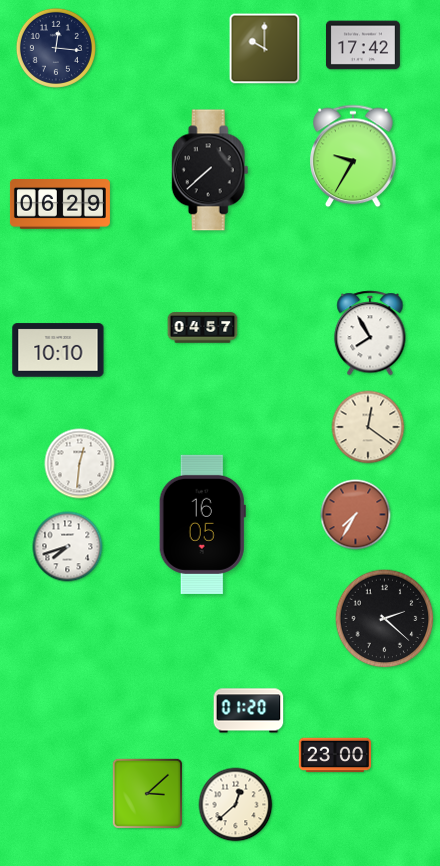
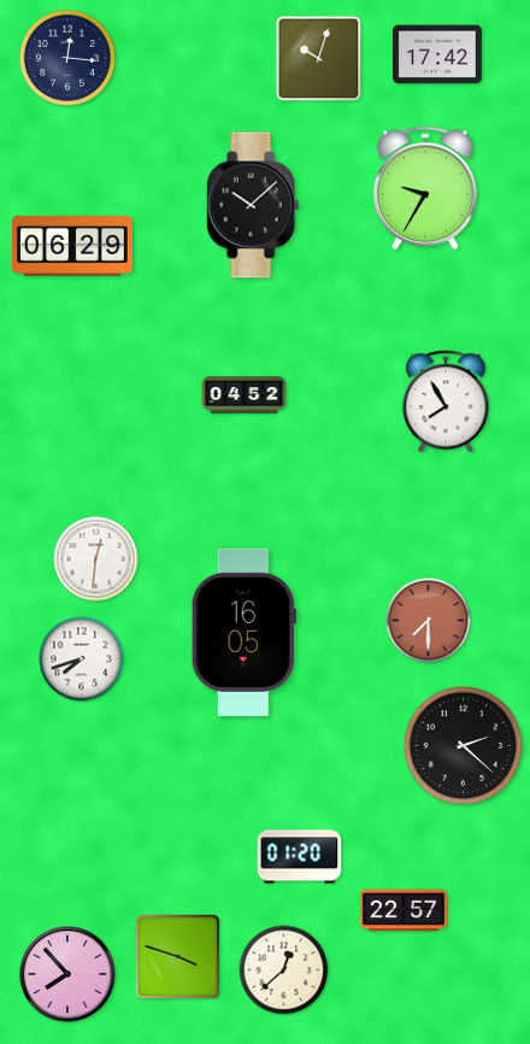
clock at (265, 49): 10:00 -> 10:03
clock at (210, 170): 7:38 -> 10:08
clock at (203, 328): 04:57 -> 04:52
clock at (58, 350): 10:10 -> none
clock at (368, 427): 12:21 -> none
clock at (356, 515): 7:35 -> 7:30
clock at (334, 755): 23:00 -> 22:57
clock at (147, 793): 3:08 -> 3:48
clock at (69, 975): none -> 7:53
